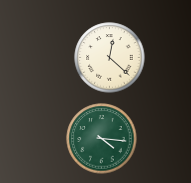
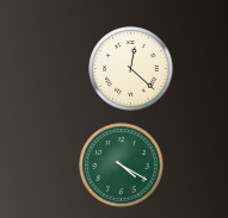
clock at (102, 139): 4:16 -> 4:20
